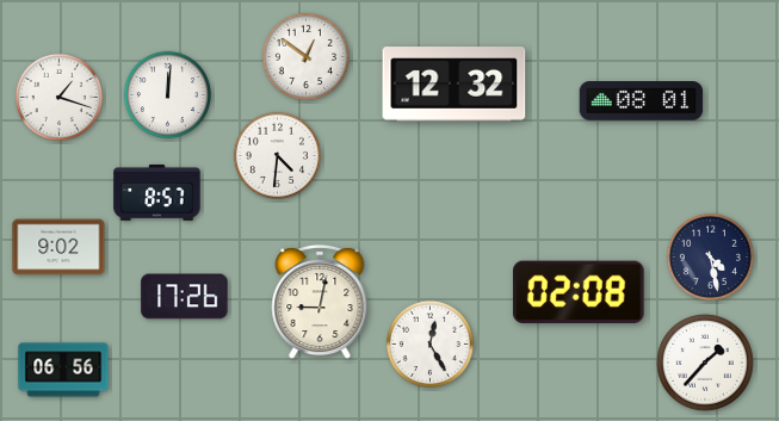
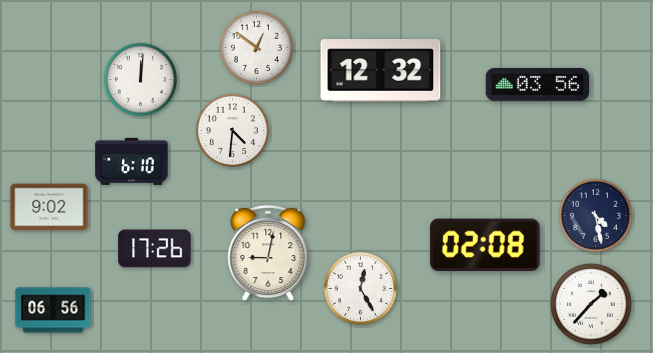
clock at (58, 97): 1:18 -> none
clock at (642, 101): 08:01 -> 03:56
clock at (157, 192): 8:57 -> 6:10
